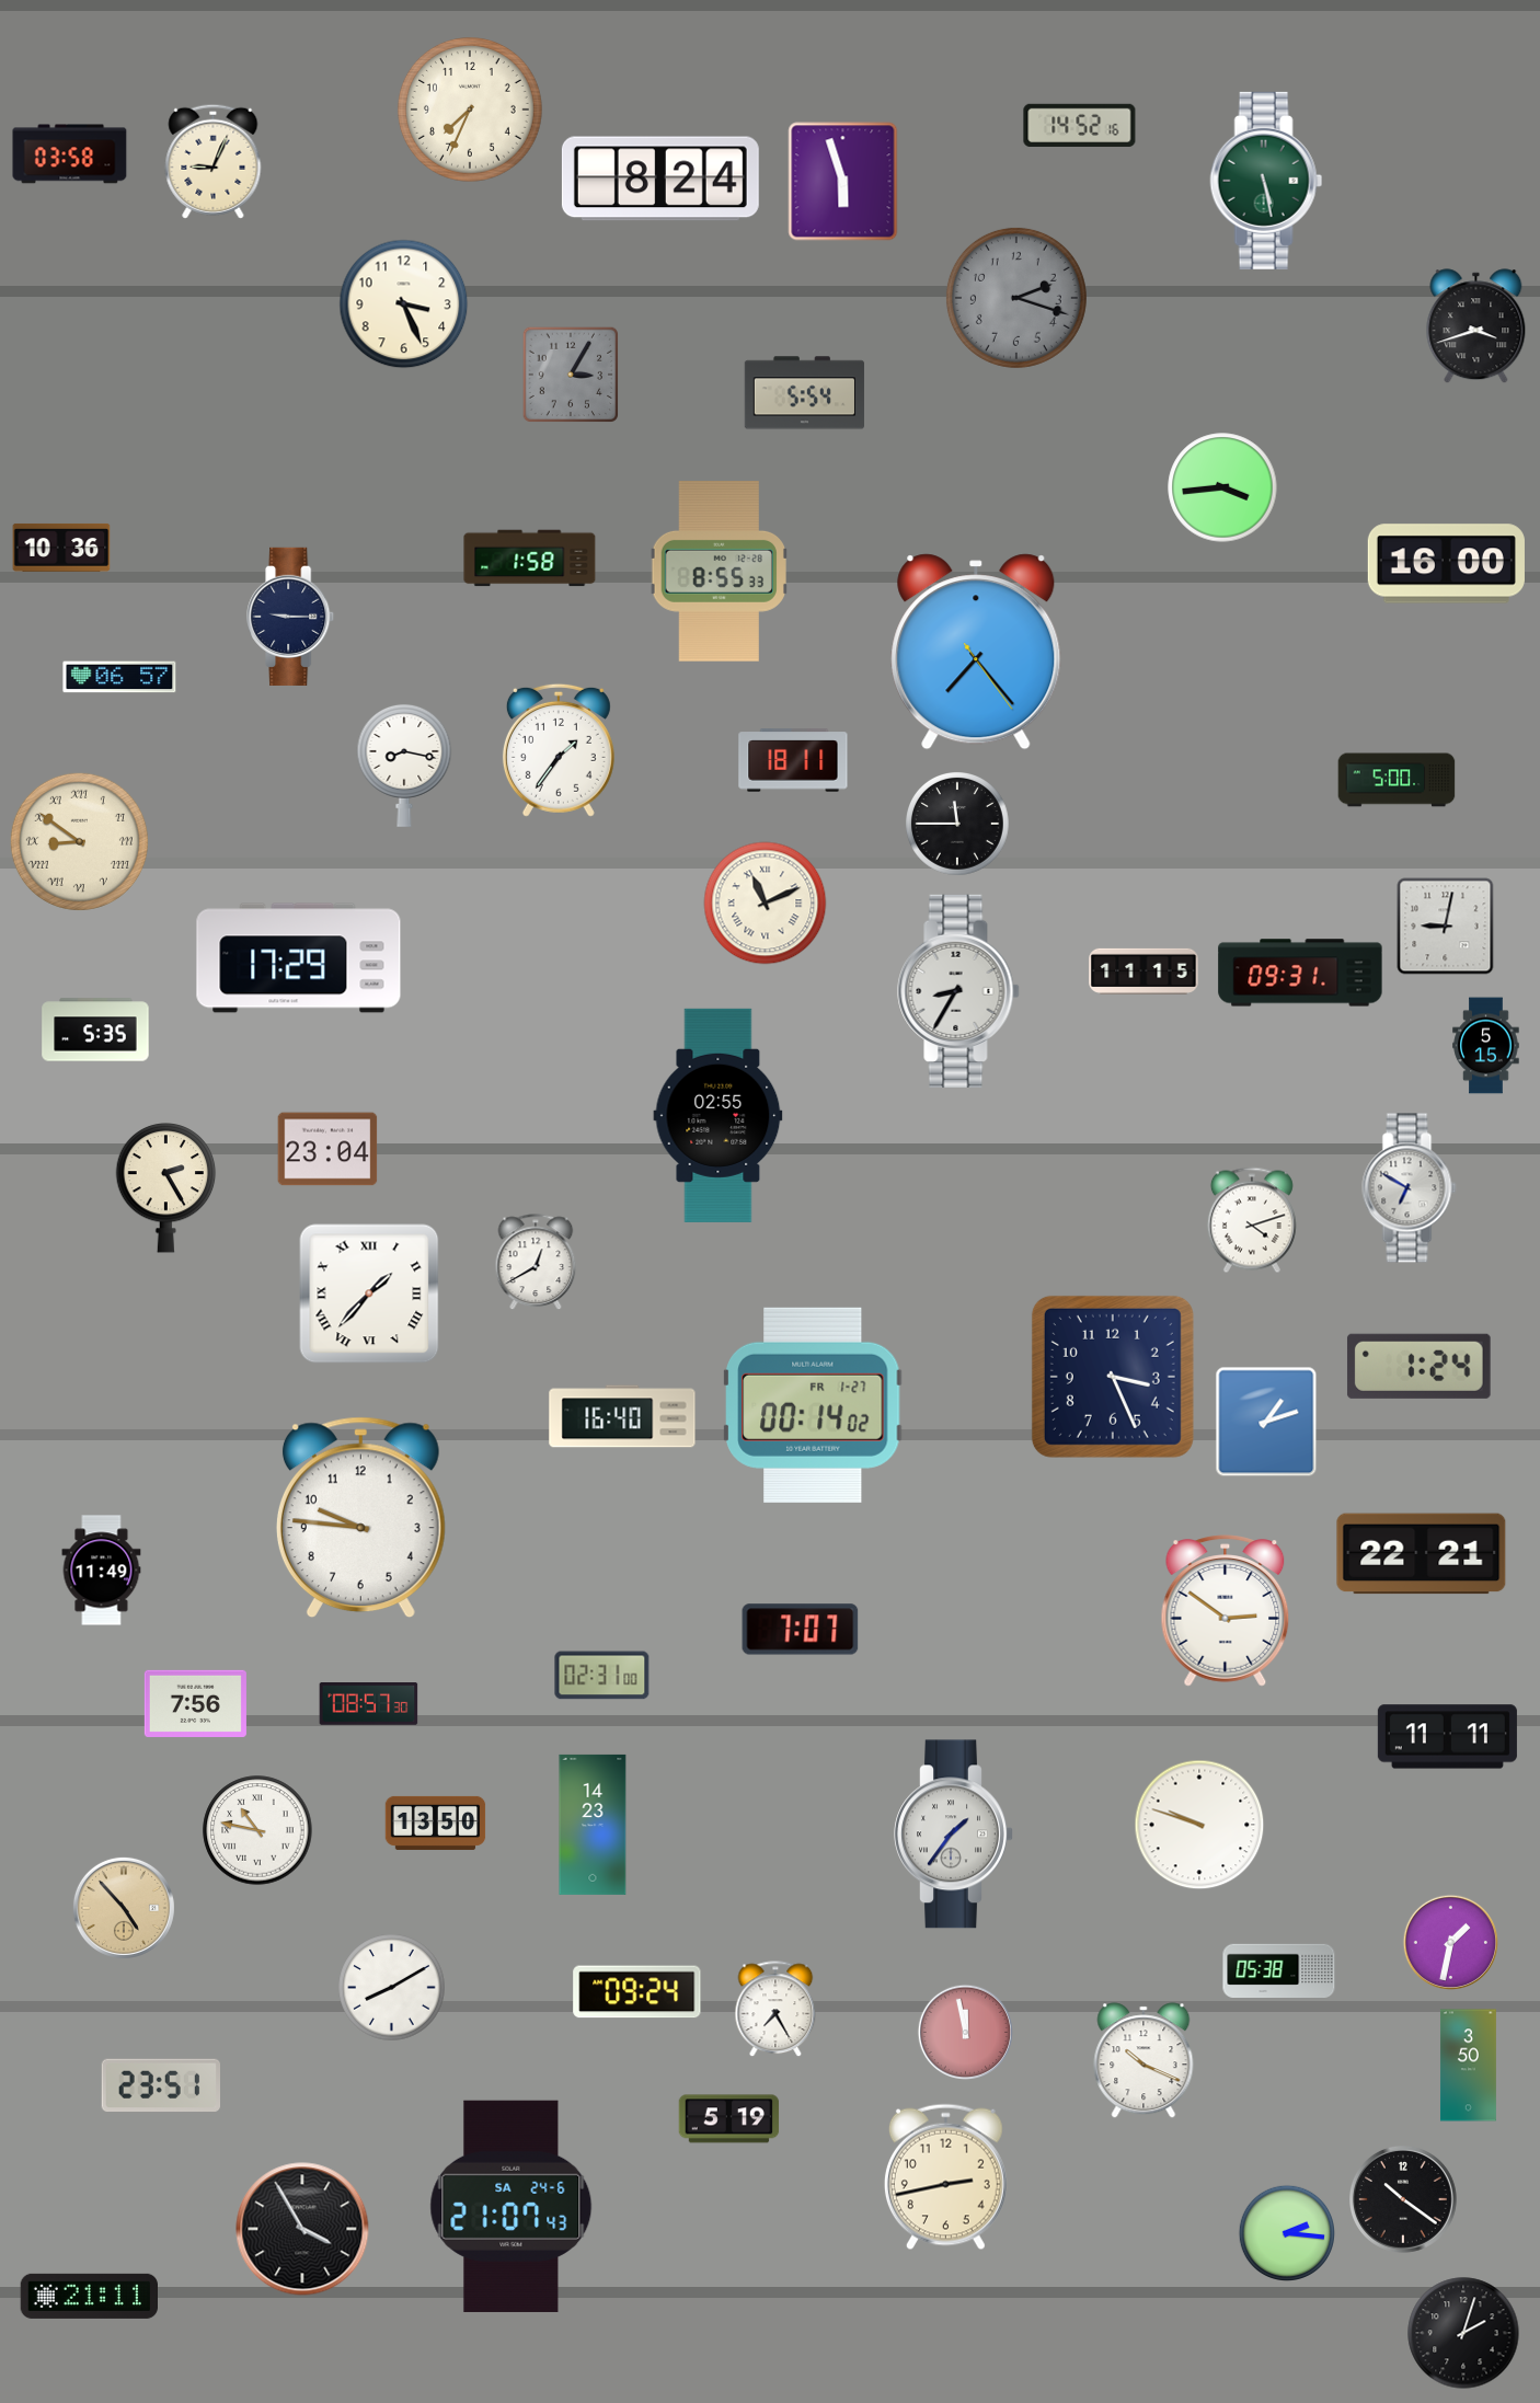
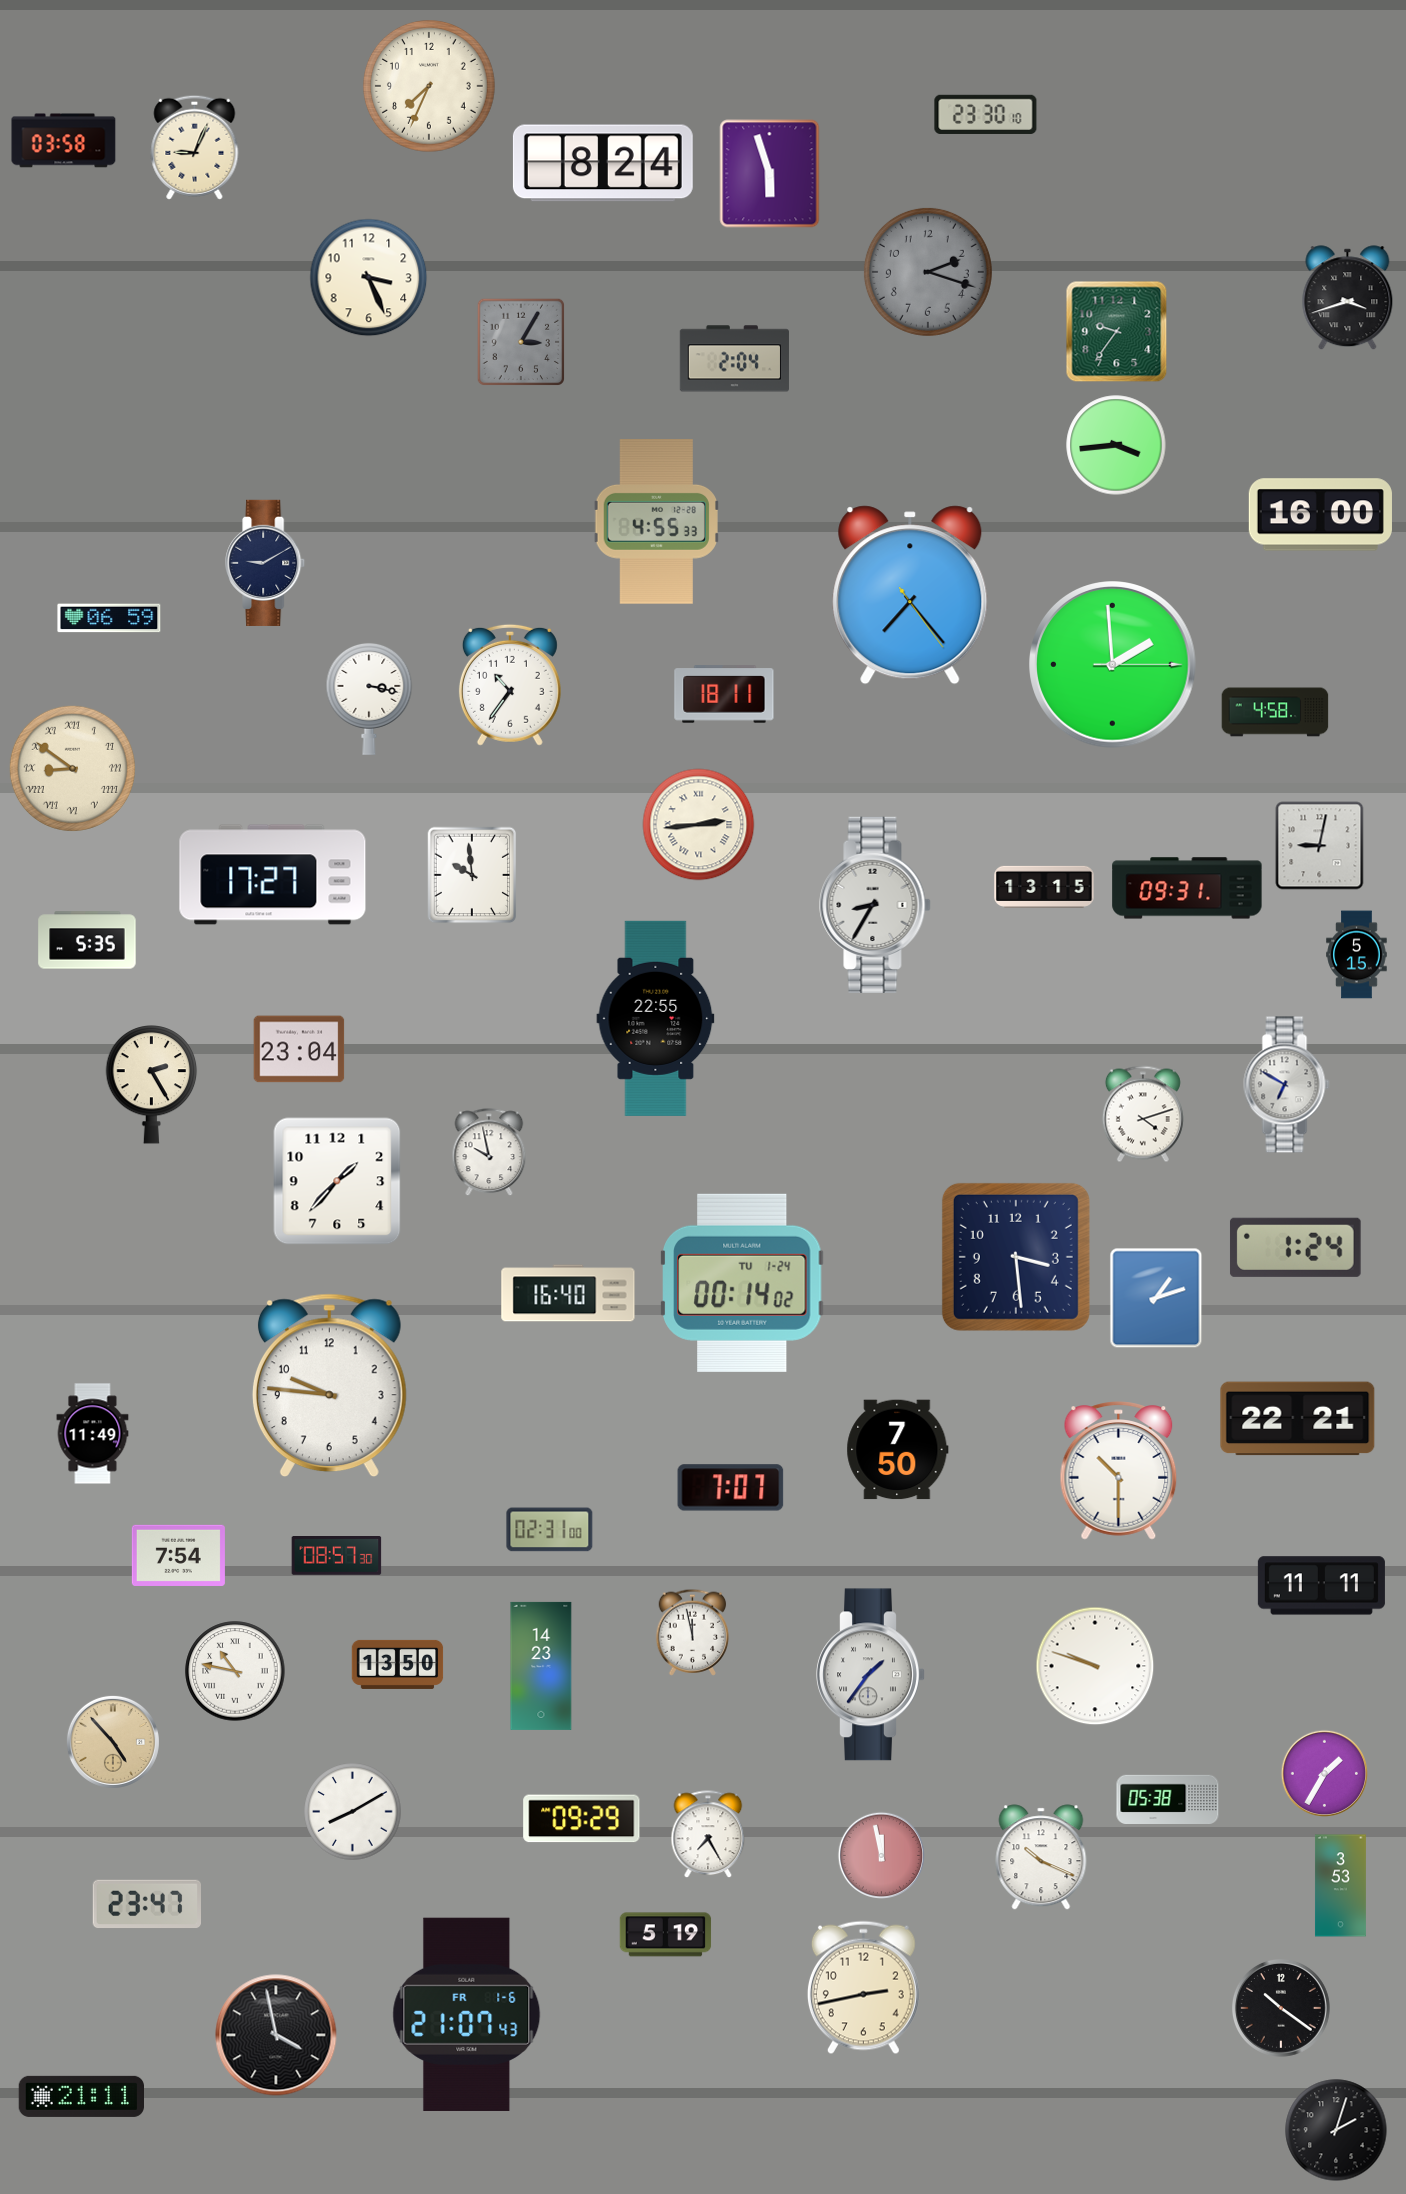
clock at (471, 111) position: (471, 111) -> (430, 87)
clock at (1080, 125): 14:52 -> 23:30
clock at (1266, 181): 5:28 -> none
clock at (843, 182) position: (843, 182) -> (770, 174)
clock at (1117, 332): none -> 9:36
clock at (804, 393): 5:54 -> 2:04
clock at (61, 548): 10:36 -> none
clock at (530, 559): 1:58 -> none
clock at (719, 572): 8:55 -> 4:55
clock at (291, 617): 9:15 -> 9:10
clock at (976, 652) position: (976, 652) -> (910, 595)
clock at (119, 677): 06:57 -> 06:59
clock at (1113, 665): none -> 1:59
clock at (559, 750): 1:36 -> 10:36
clock at (404, 766): 8:17 -> 3:17
clock at (1397, 780): 5:00 -> 4:58
clock at (958, 825): 11:45 -> none
clock at (766, 904): 11:11 -> 2:44
clock at (299, 958): 17:29 -> 17:27
clock at (472, 875): none -> 9:59
clock at (1143, 971): 11:15 -> 13:15
clock at (719, 1115): 02:55 -> 22:55
clock at (536, 1263): 12:40 -> 9:58
clock at (369, 1294) numerals: Roman -> Arabic
clock at (1113, 1377): 3:26 -> 3:29
clock at (813, 1405) date: FR 1-27 -> TU 1-24
clock at (898, 1450): none -> 7:50
clock at (1226, 1611): 2:51 -> 10:30
clock at (195, 1703): 7:56 -> 7:54
clock at (693, 1632): none -> 11:58
clock at (1450, 1942): 1:32 -> 1:35
clock at (392, 1988) position: (392, 1988) -> (353, 1812)
clock at (637, 1992): 09:24 -> 09:29
clock at (1143, 2060) position: (1143, 2060) -> (1041, 1857)
clock at (1468, 2066): 3:50 -> 3:53
clock at (160, 2085): 23:51 -> 23:47
clock at (512, 2206) date: SA 24-6 -> FR 1-6
clock at (302, 2229): 3:55 -> 3:58
clock at (1286, 2232): 2:16 -> none
